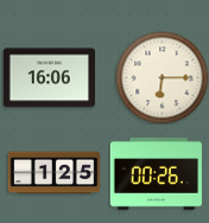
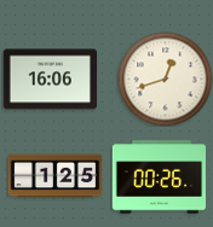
clock at (161, 77): 6:15 -> 12:42
